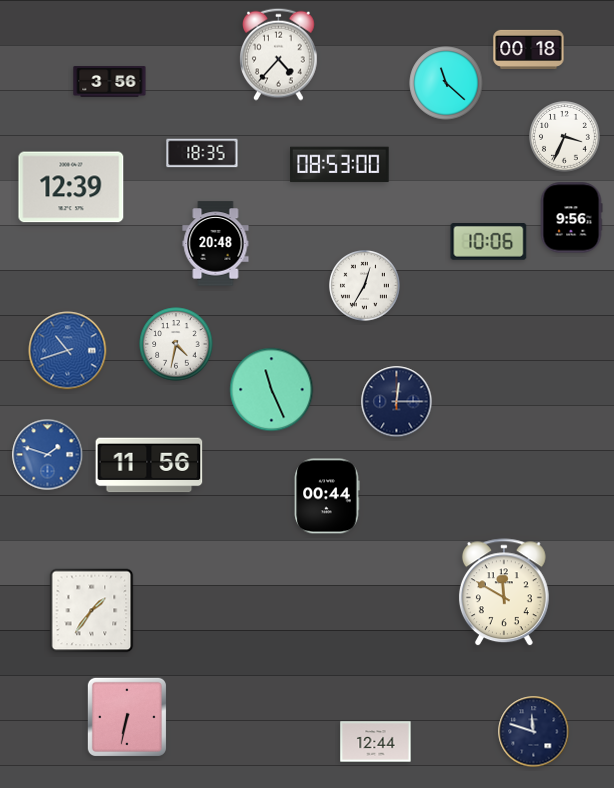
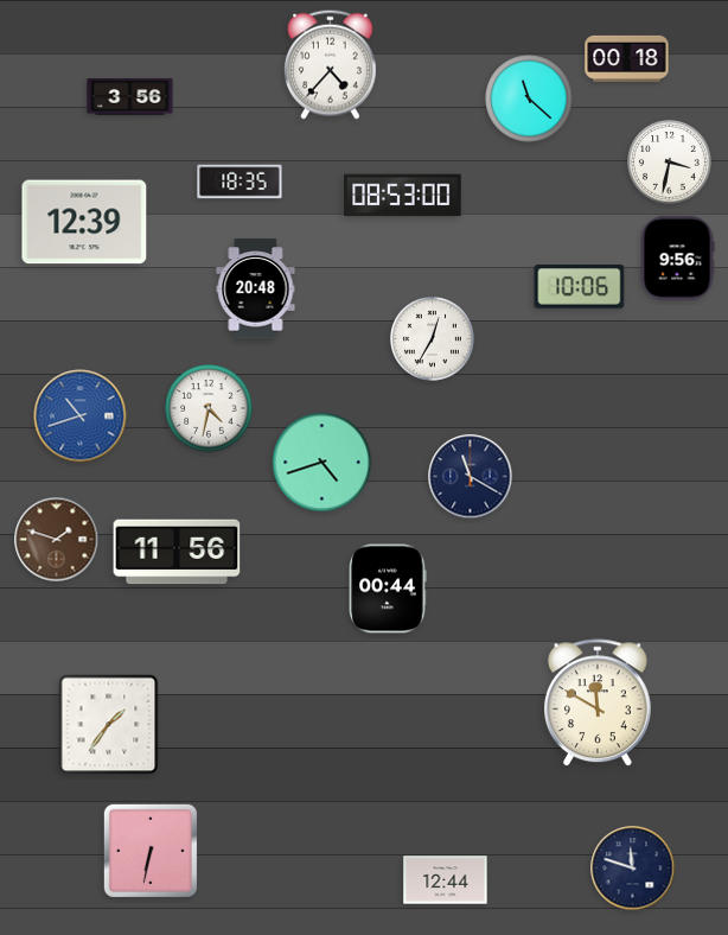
clock at (565, 137): 3:34 -> 3:32
clock at (272, 390): 11:26 -> 4:42
clock at (397, 402): 12:15 -> 11:20
clock at (48, 455) dial: blue -> brown
